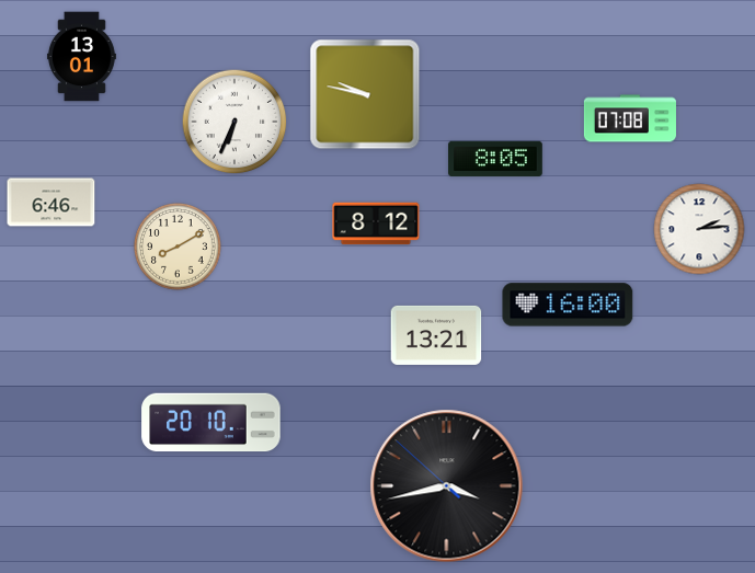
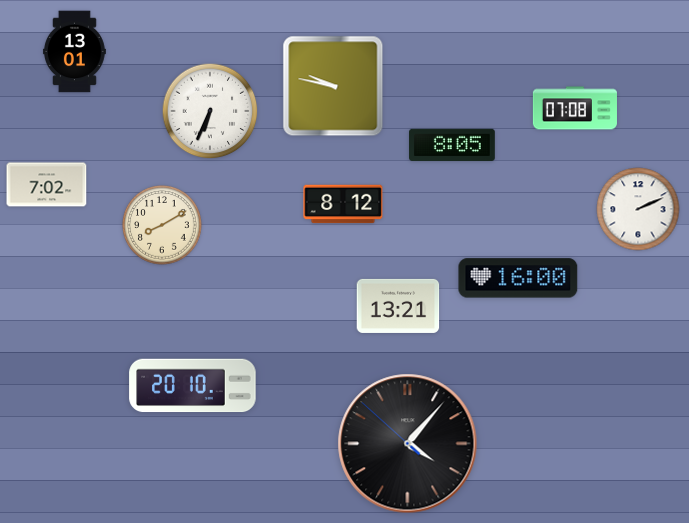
clock at (234, 122) position: (234, 122) -> (210, 111)
clock at (52, 203): 6:46 -> 7:02
clock at (699, 229): 2:14 -> 2:11
clock at (447, 486): 3:42 -> 4:06
